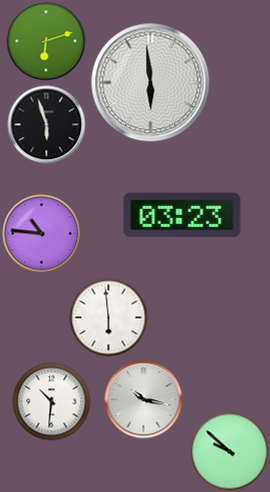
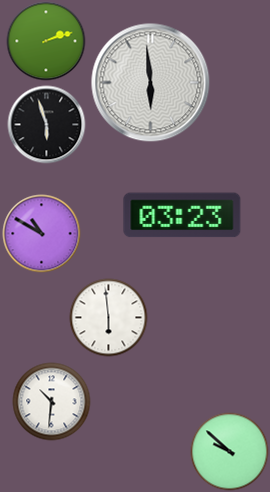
clock at (46, 41): 6:12 -> 2:12
clock at (41, 233): 10:46 -> 10:50
clock at (143, 399): 10:17 -> none
